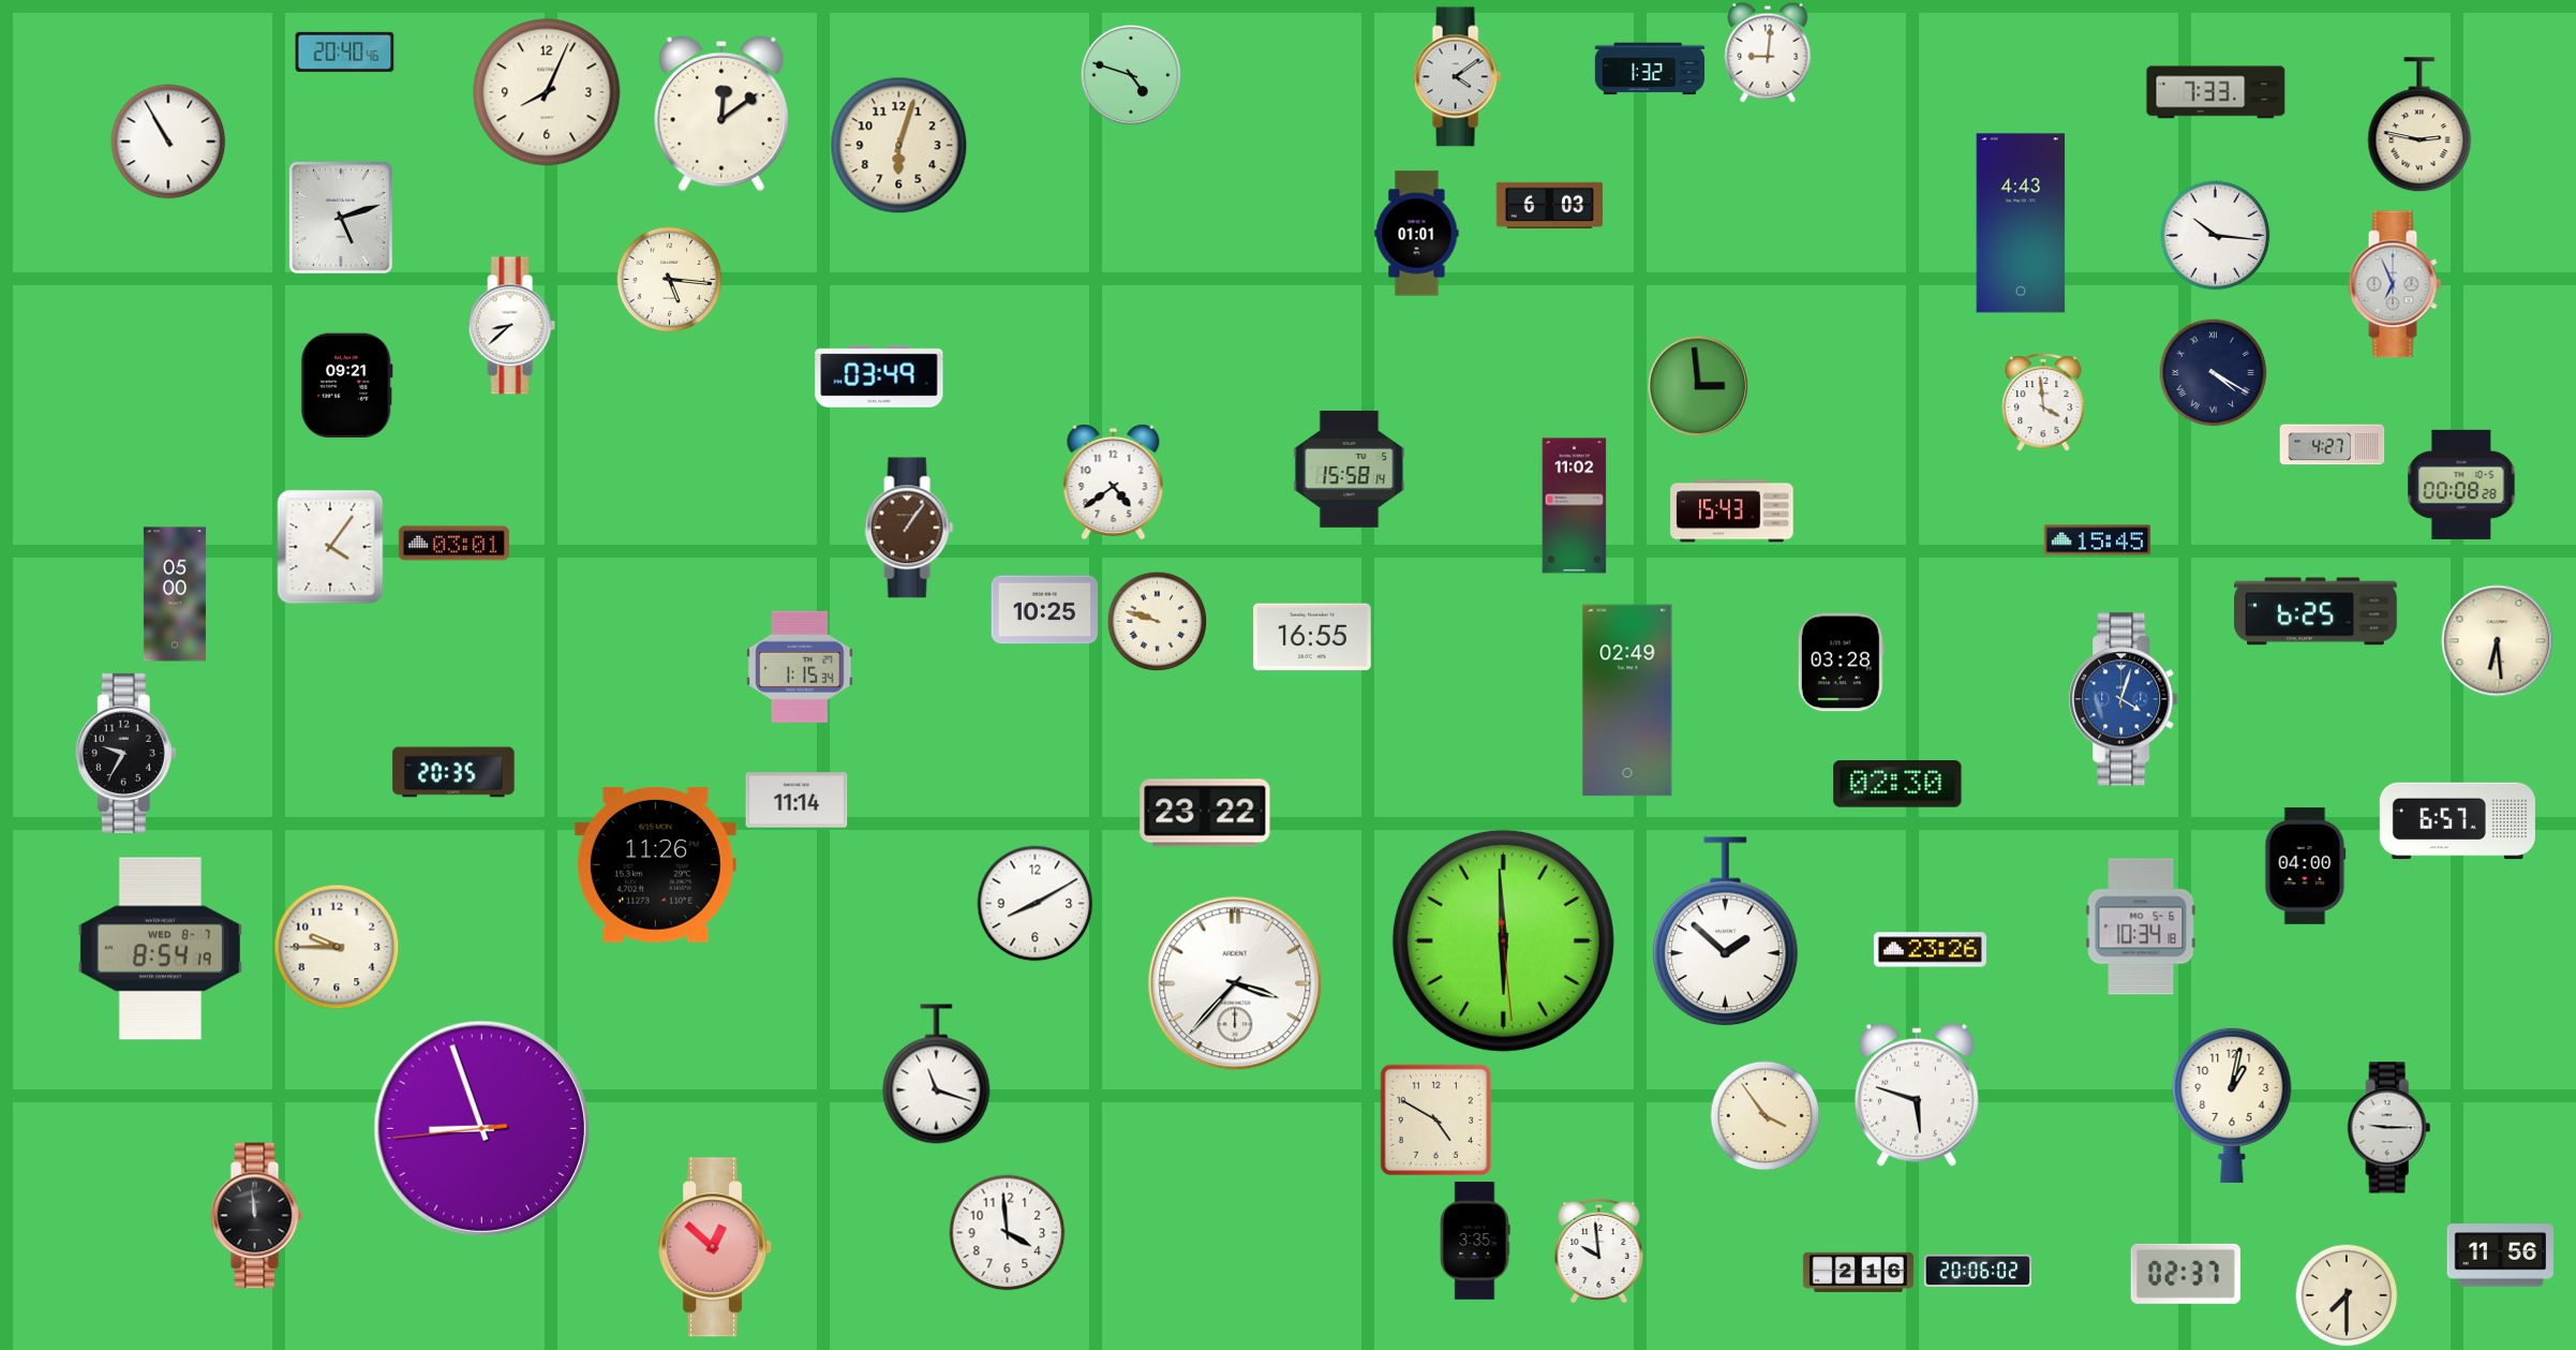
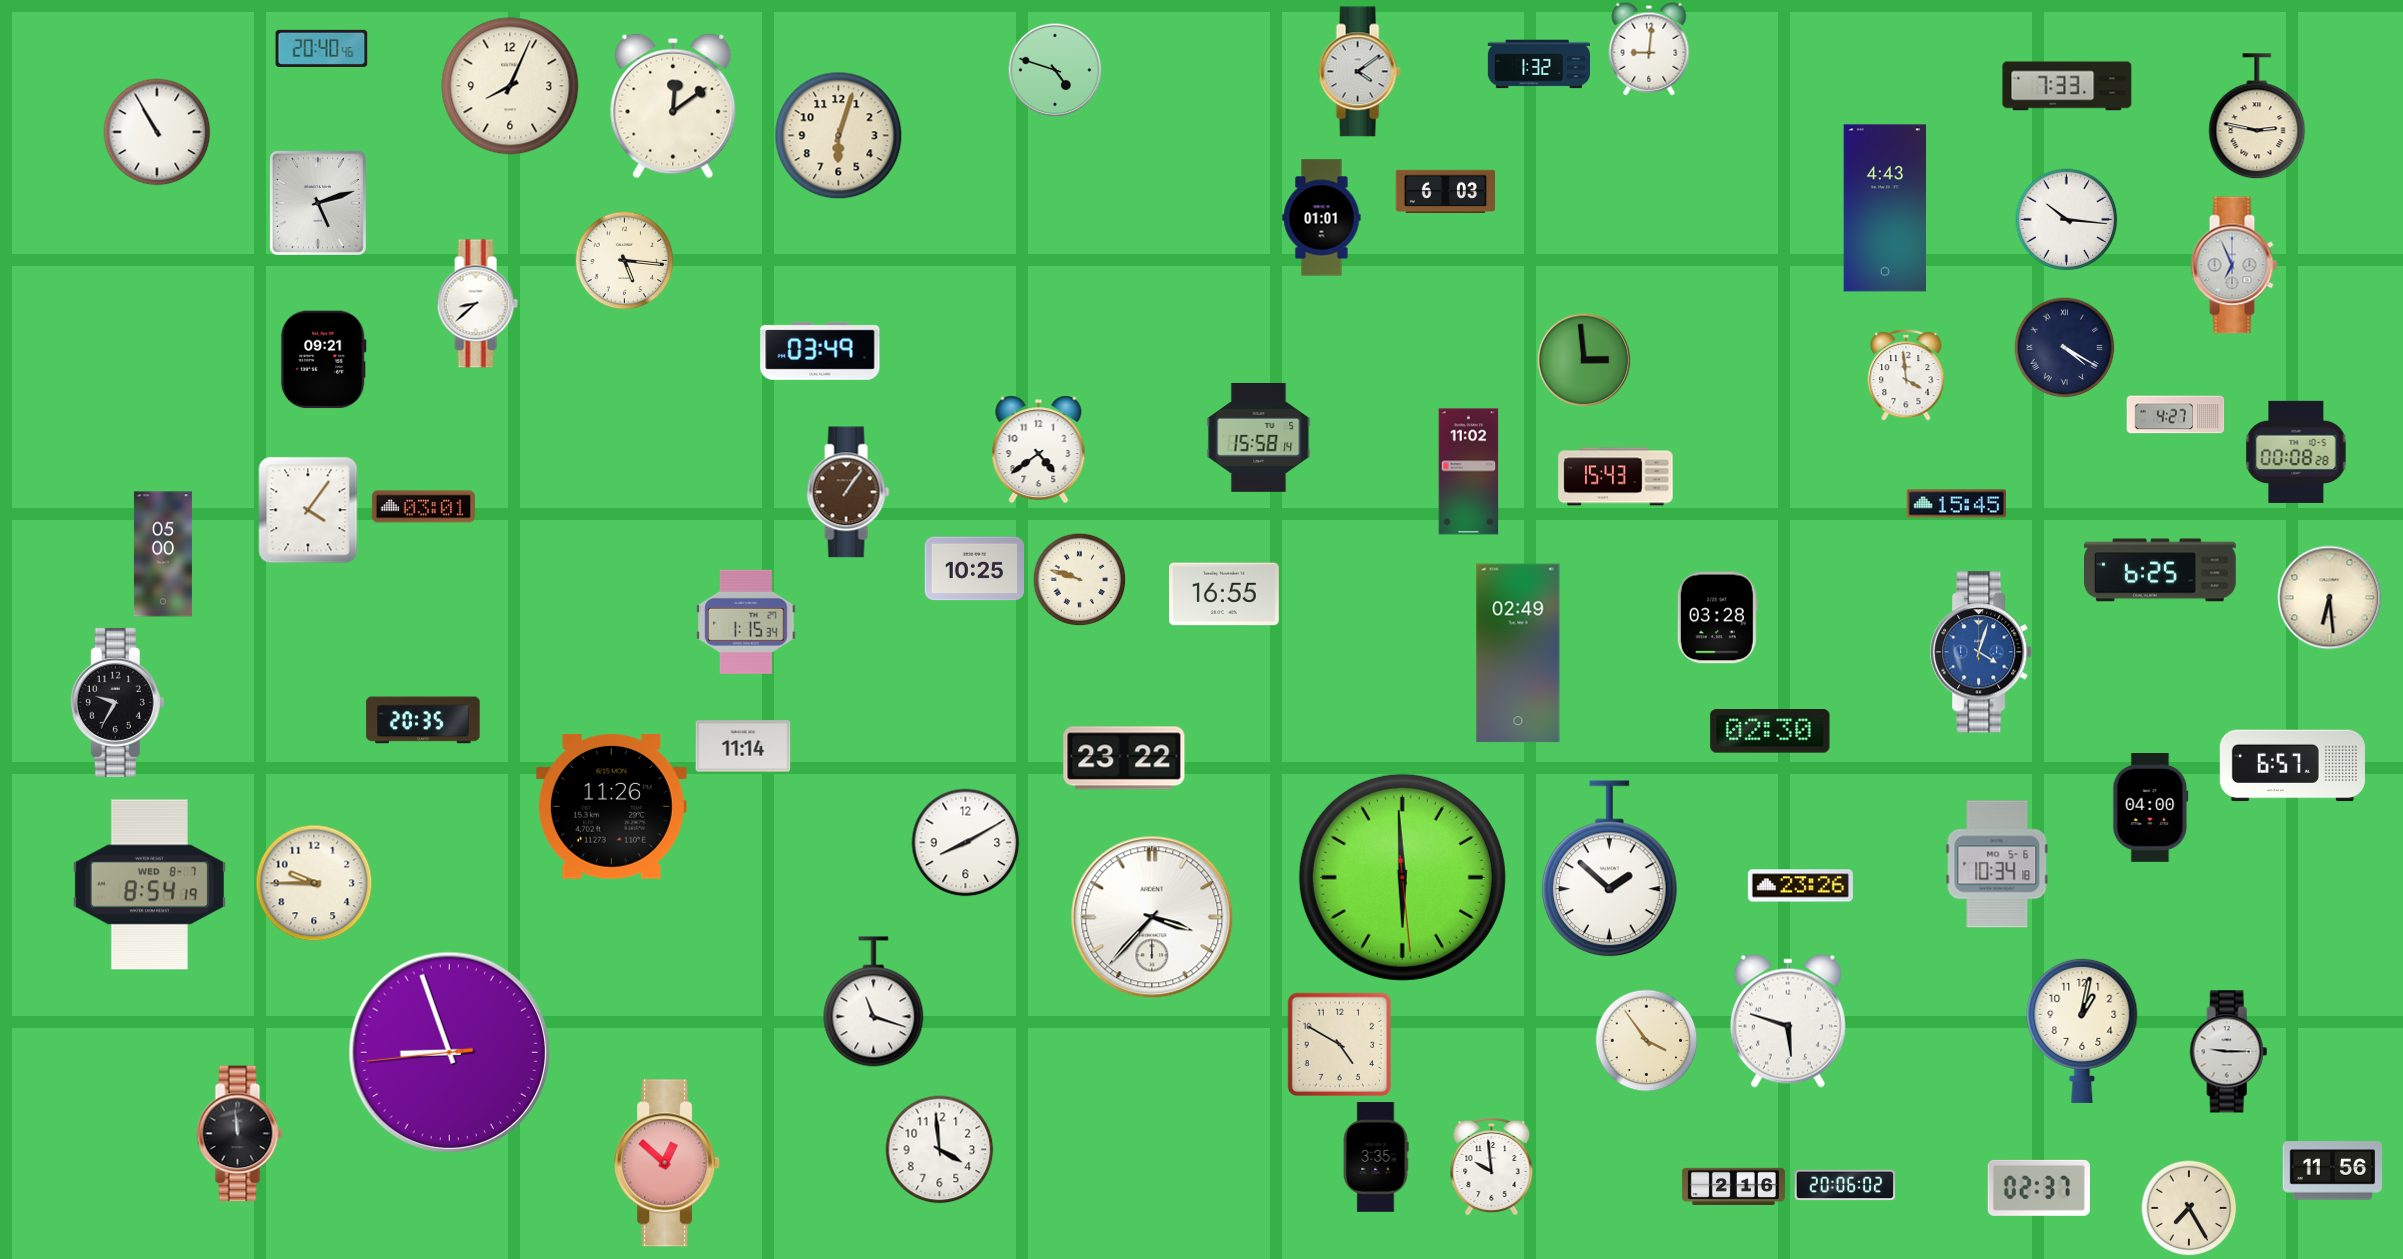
clock at (2347, 1295): 7:30 -> 7:25
